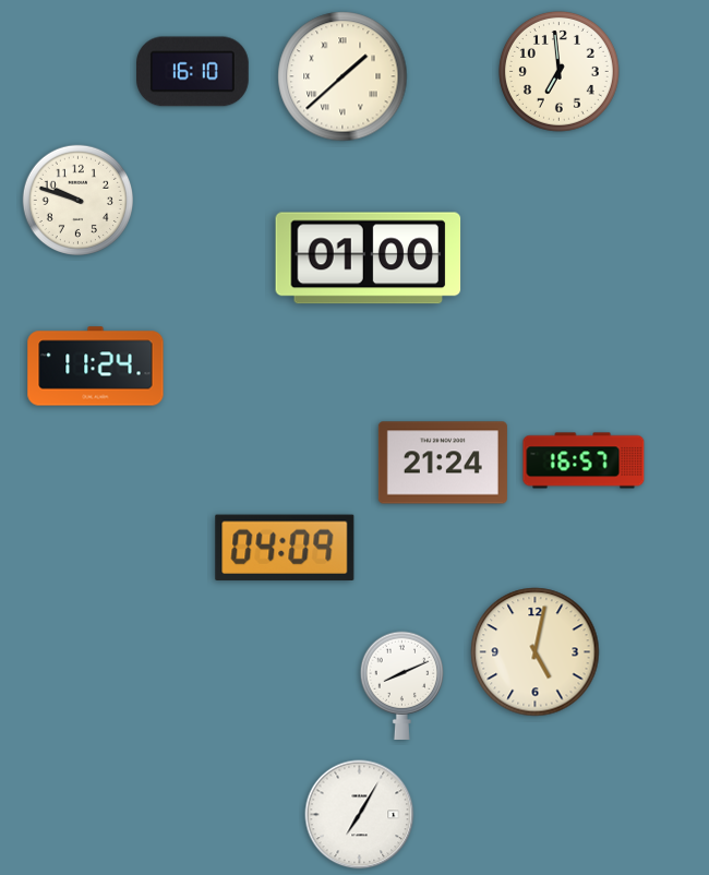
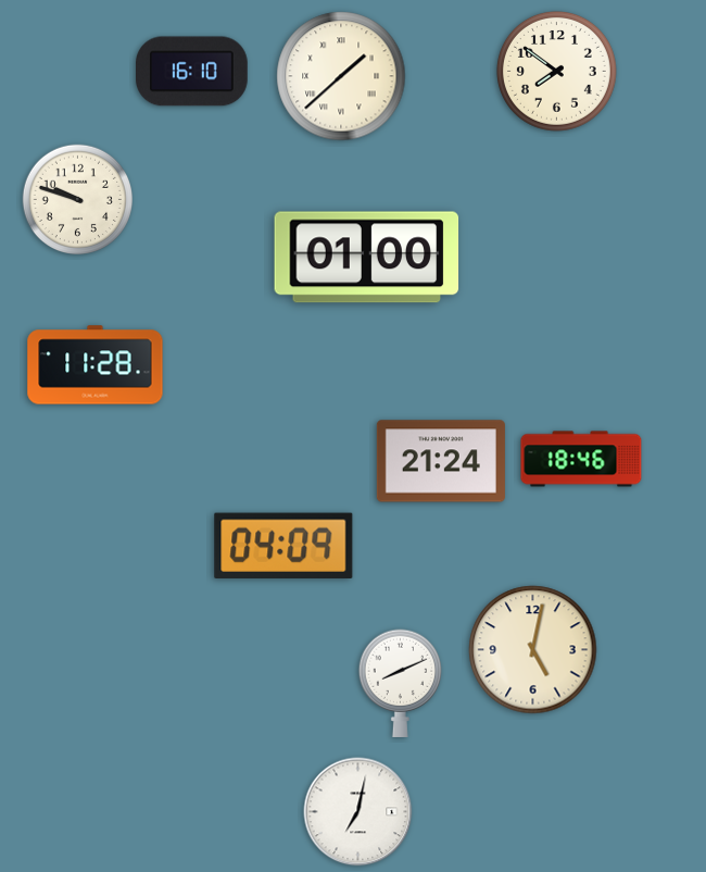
clock at (558, 71): 6:59 -> 7:51
clock at (96, 367): 11:24 -> 11:28
clock at (584, 460): 16:57 -> 18:46
clock at (360, 815): 7:05 -> 7:02
